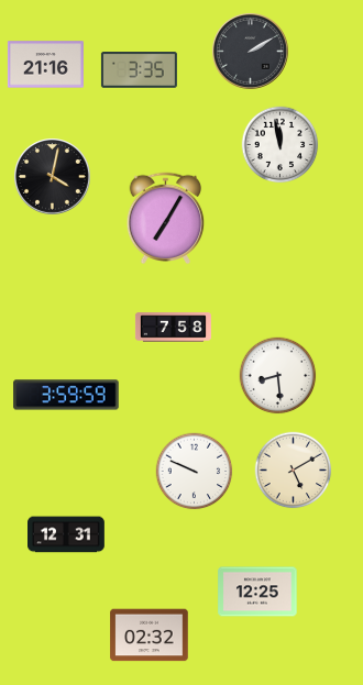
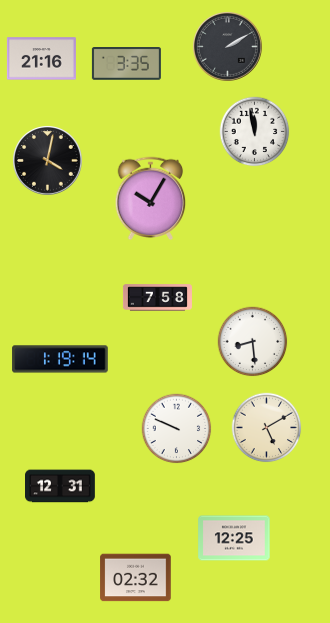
clock at (166, 219): 7:05 -> 10:05
clock at (66, 395): 3:59 -> 1:19
